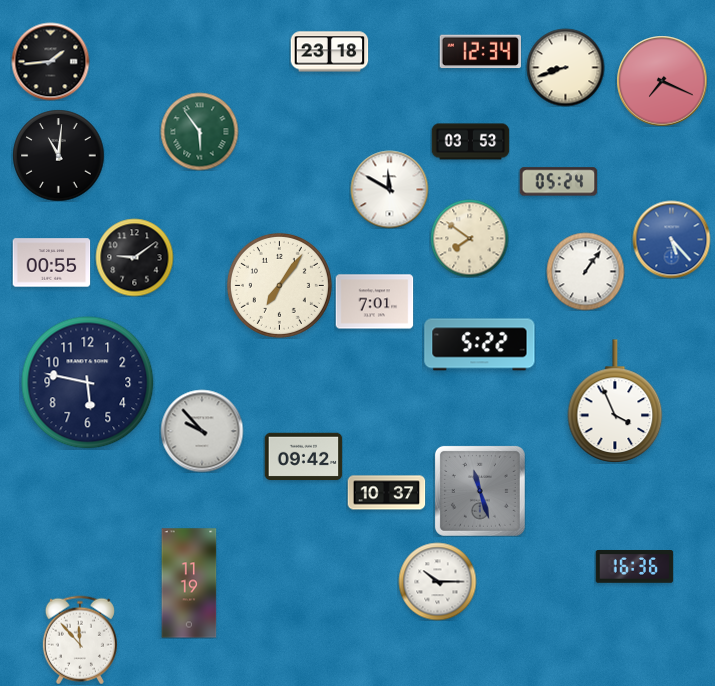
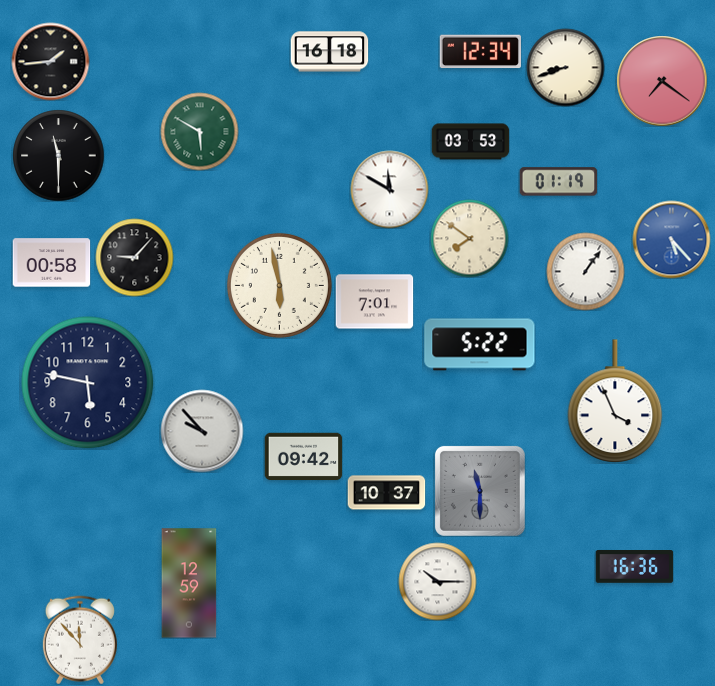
clock at (329, 52): 23:18 -> 16:18
clock at (662, 81): 7:19 -> 7:21
clock at (199, 131): 5:54 -> 5:50
clock at (58, 155): 11:01 -> 11:30
clock at (558, 182): 05:24 -> 01:19
clock at (134, 257): 9:09 -> 9:07
clock at (51, 263): 00:55 -> 00:58
clock at (279, 285): 7:06 -> 5:58
clock at (480, 491): 11:27 -> 11:30
clock at (189, 583): 11:19 -> 12:59
